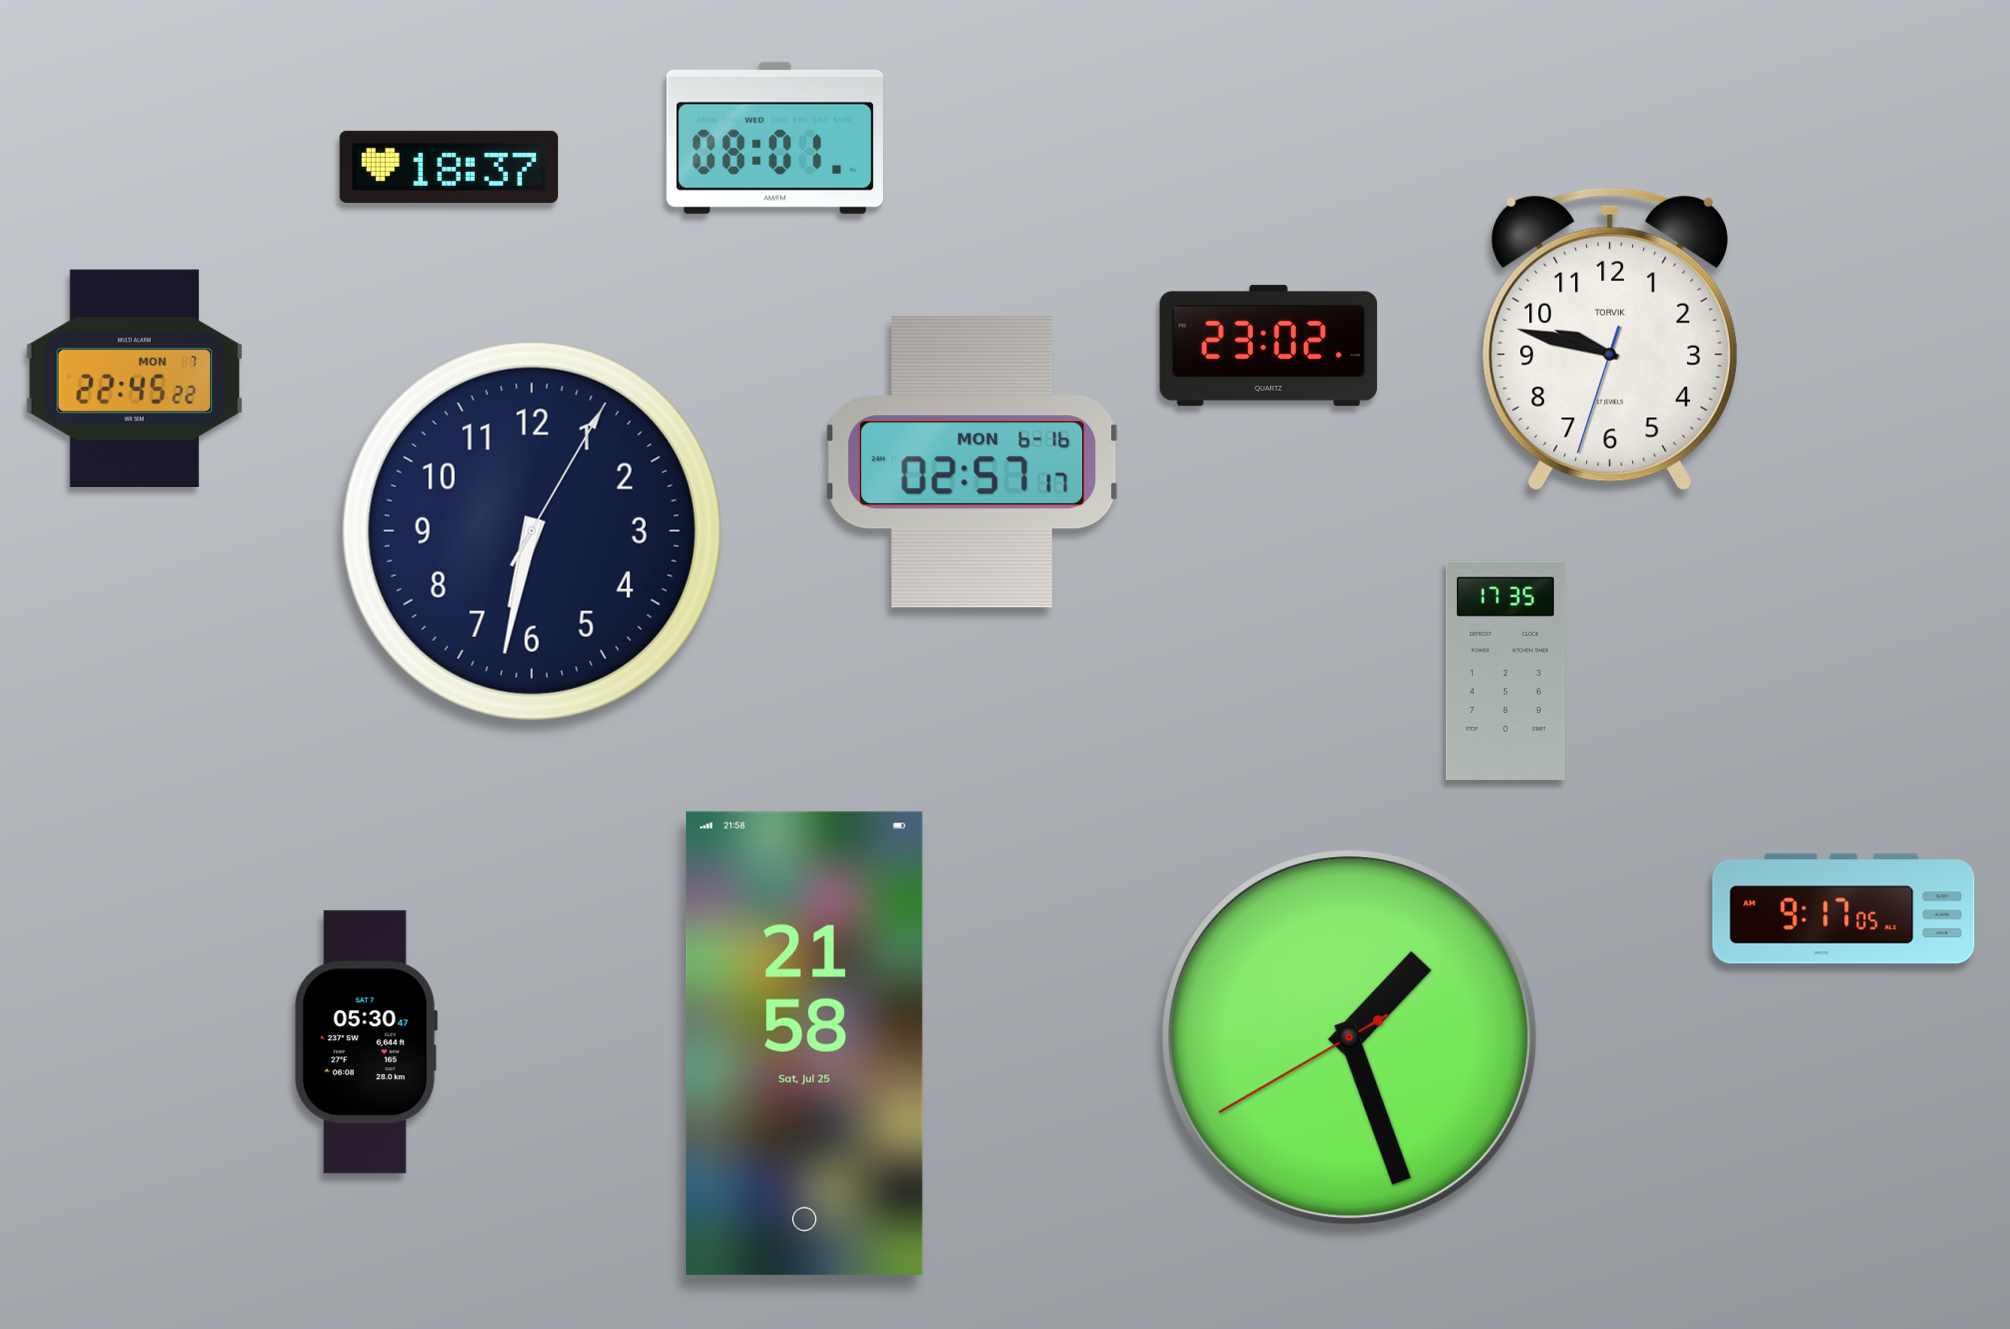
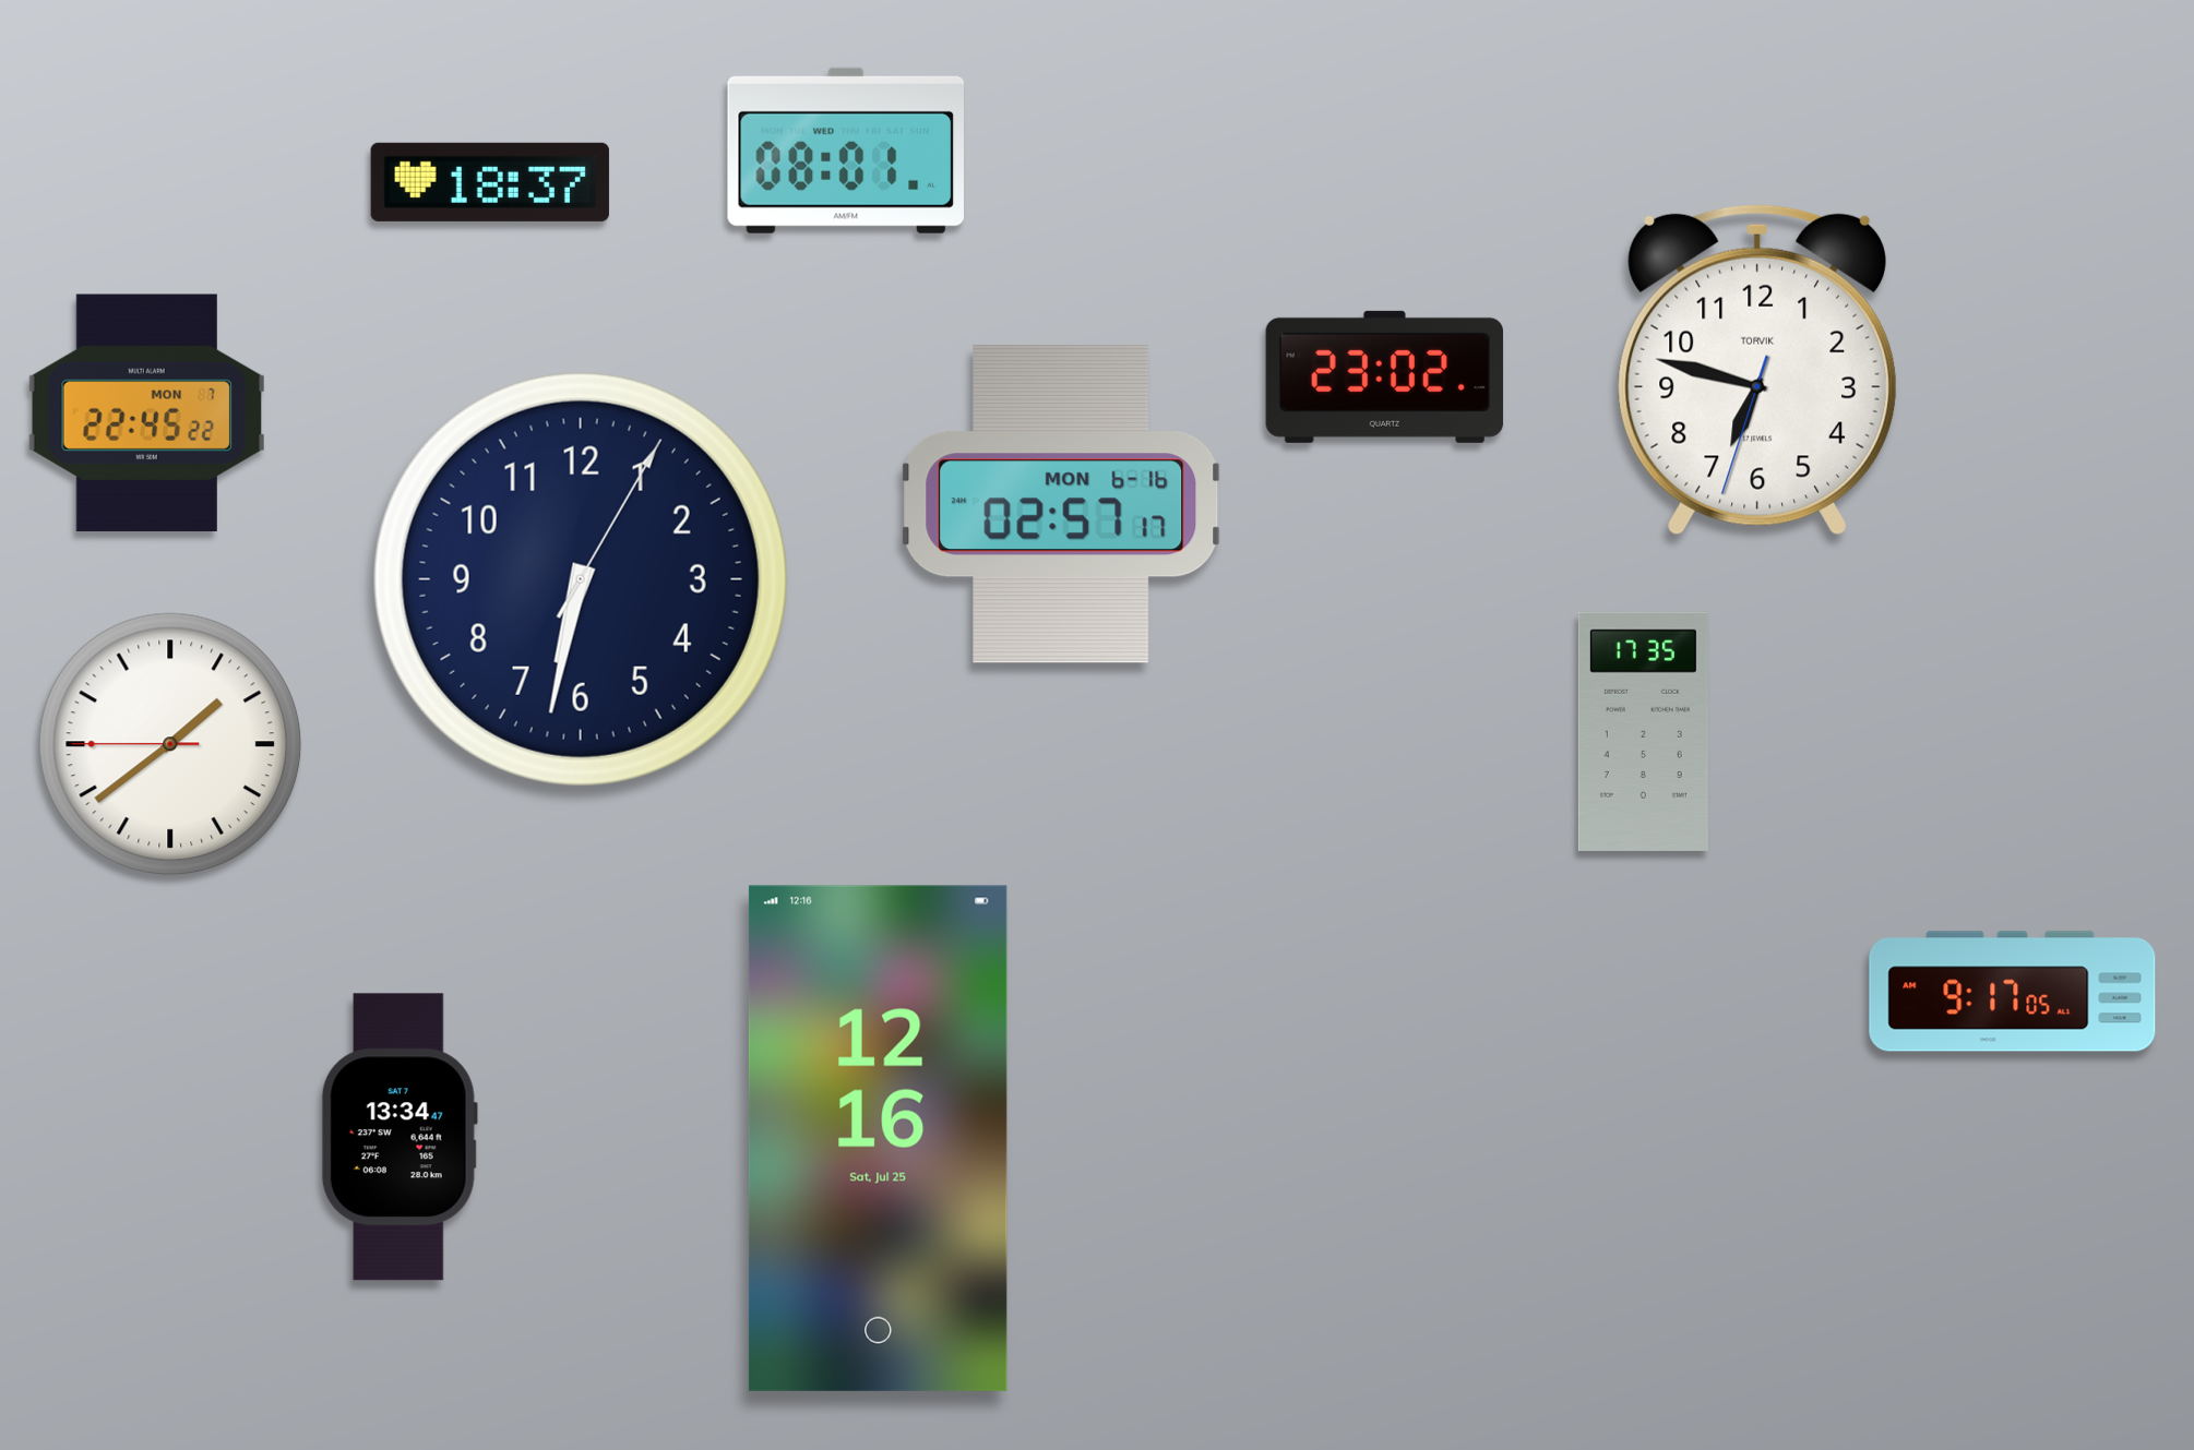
clock at (1610, 339): 9:47 -> 6:47
clock at (170, 744): none -> 1:38
clock at (1350, 1038): 1:26 -> none
clock at (366, 1042): 05:30 -> 13:34
clock at (804, 1043): 21:58 -> 12:16
